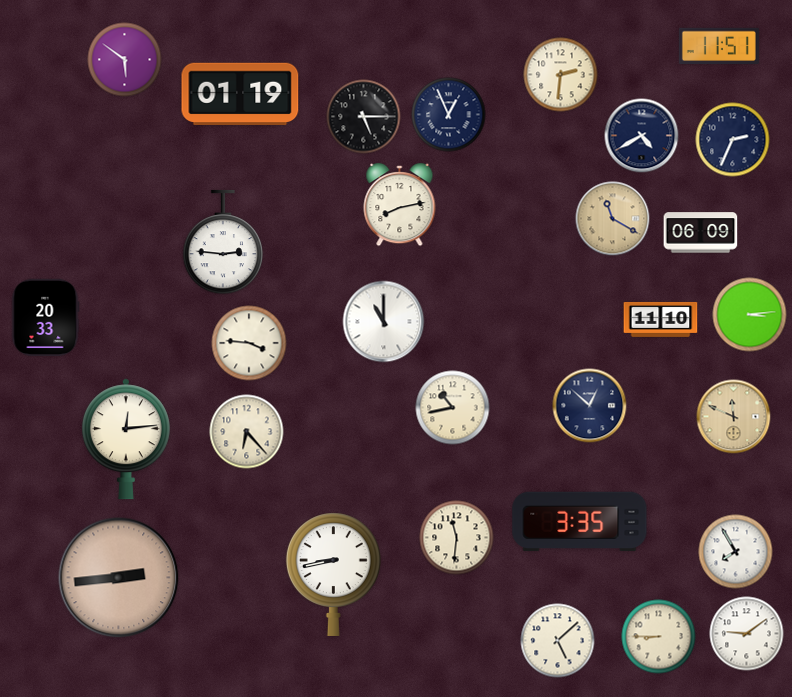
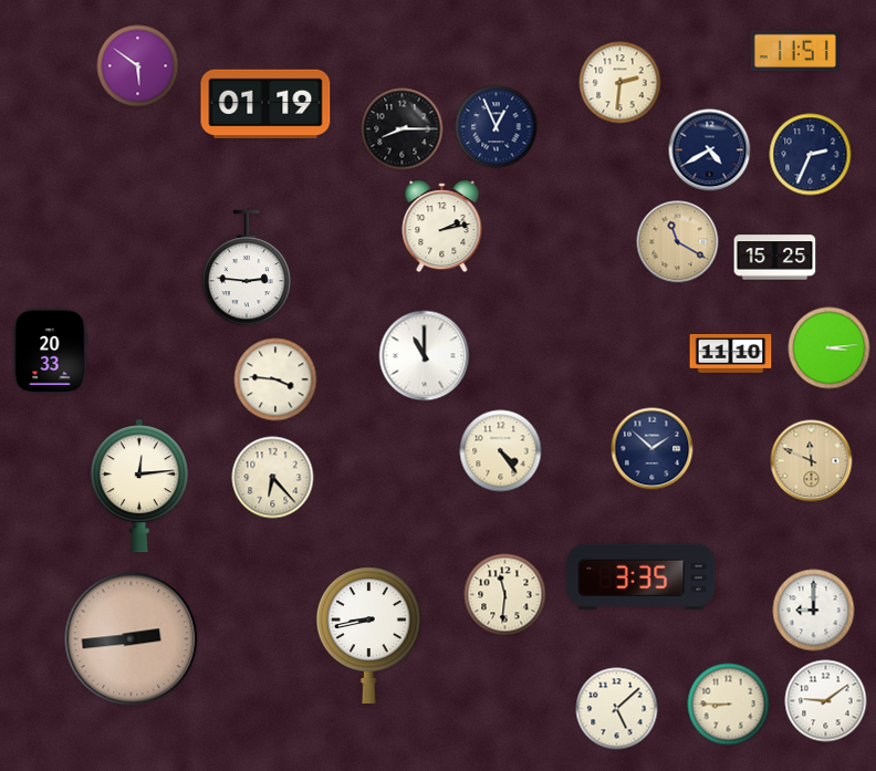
clock at (364, 117): 5:15 -> 8:15
clock at (400, 205): 8:13 -> 2:13
clock at (701, 233): 06:09 -> 15:25
clock at (590, 406): 12:52 -> 1:52
clock at (453, 408): 10:43 -> 4:24
clock at (736, 552): 7:55 -> 9:00
